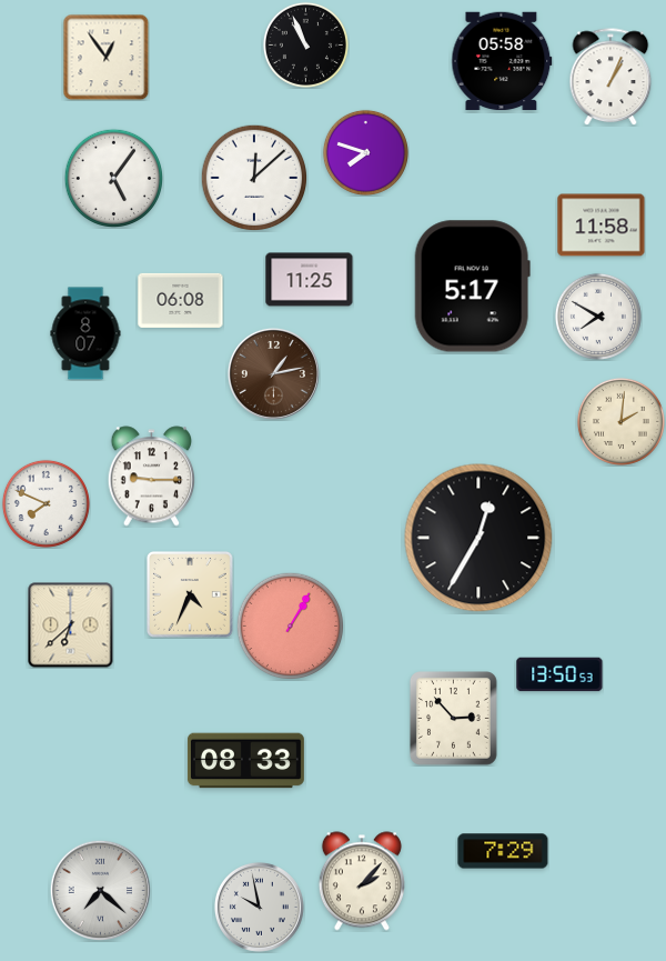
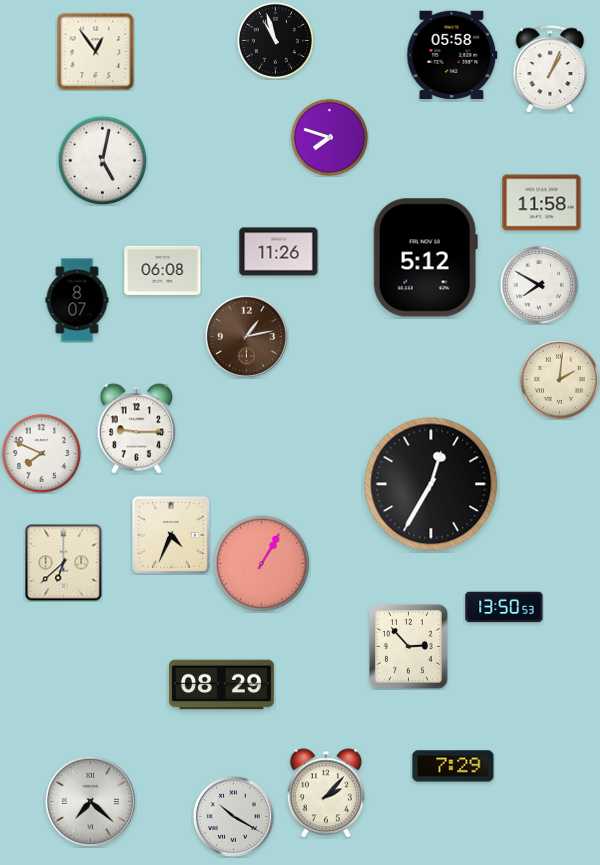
clock at (305, 44): 10:56 -> 10:57
clock at (113, 178): 5:06 -> 5:02
clock at (254, 178): 12:08 -> none
clock at (310, 280): 11:25 -> 11:26
clock at (472, 287): 5:17 -> 5:12
clock at (245, 761): 08:33 -> 08:29
clock at (259, 907): 9:58 -> 10:20
